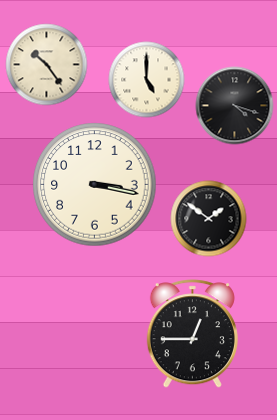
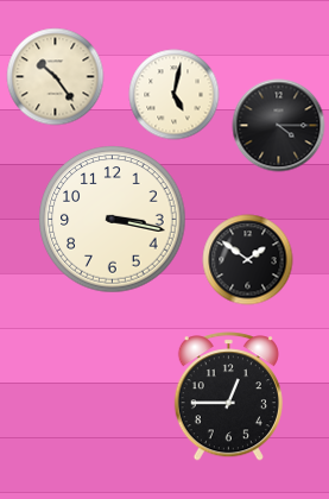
clock at (147, 80): 5:00 -> 5:02
clock at (235, 106): 4:18 -> 4:15
